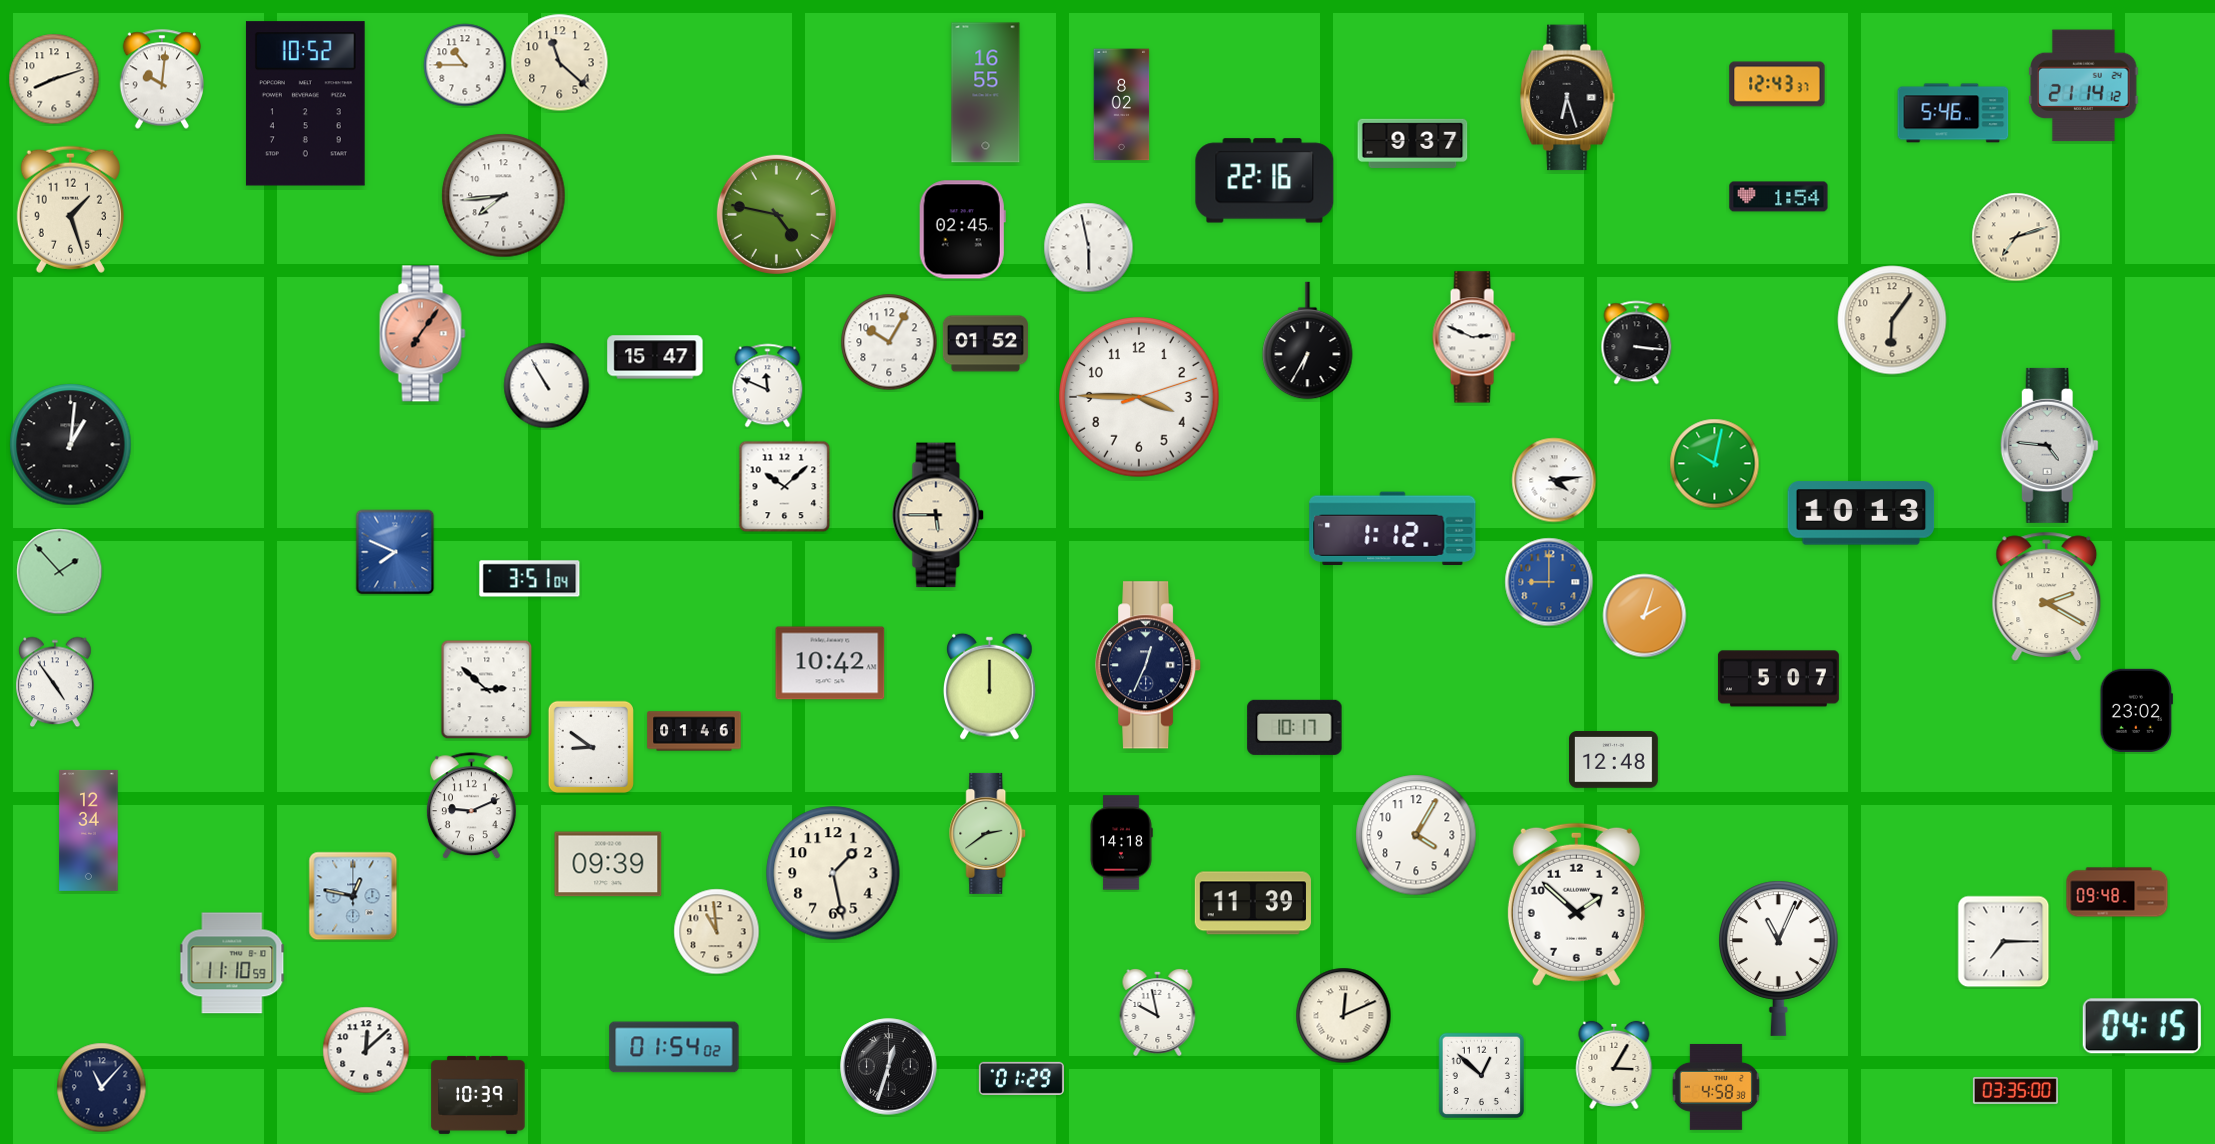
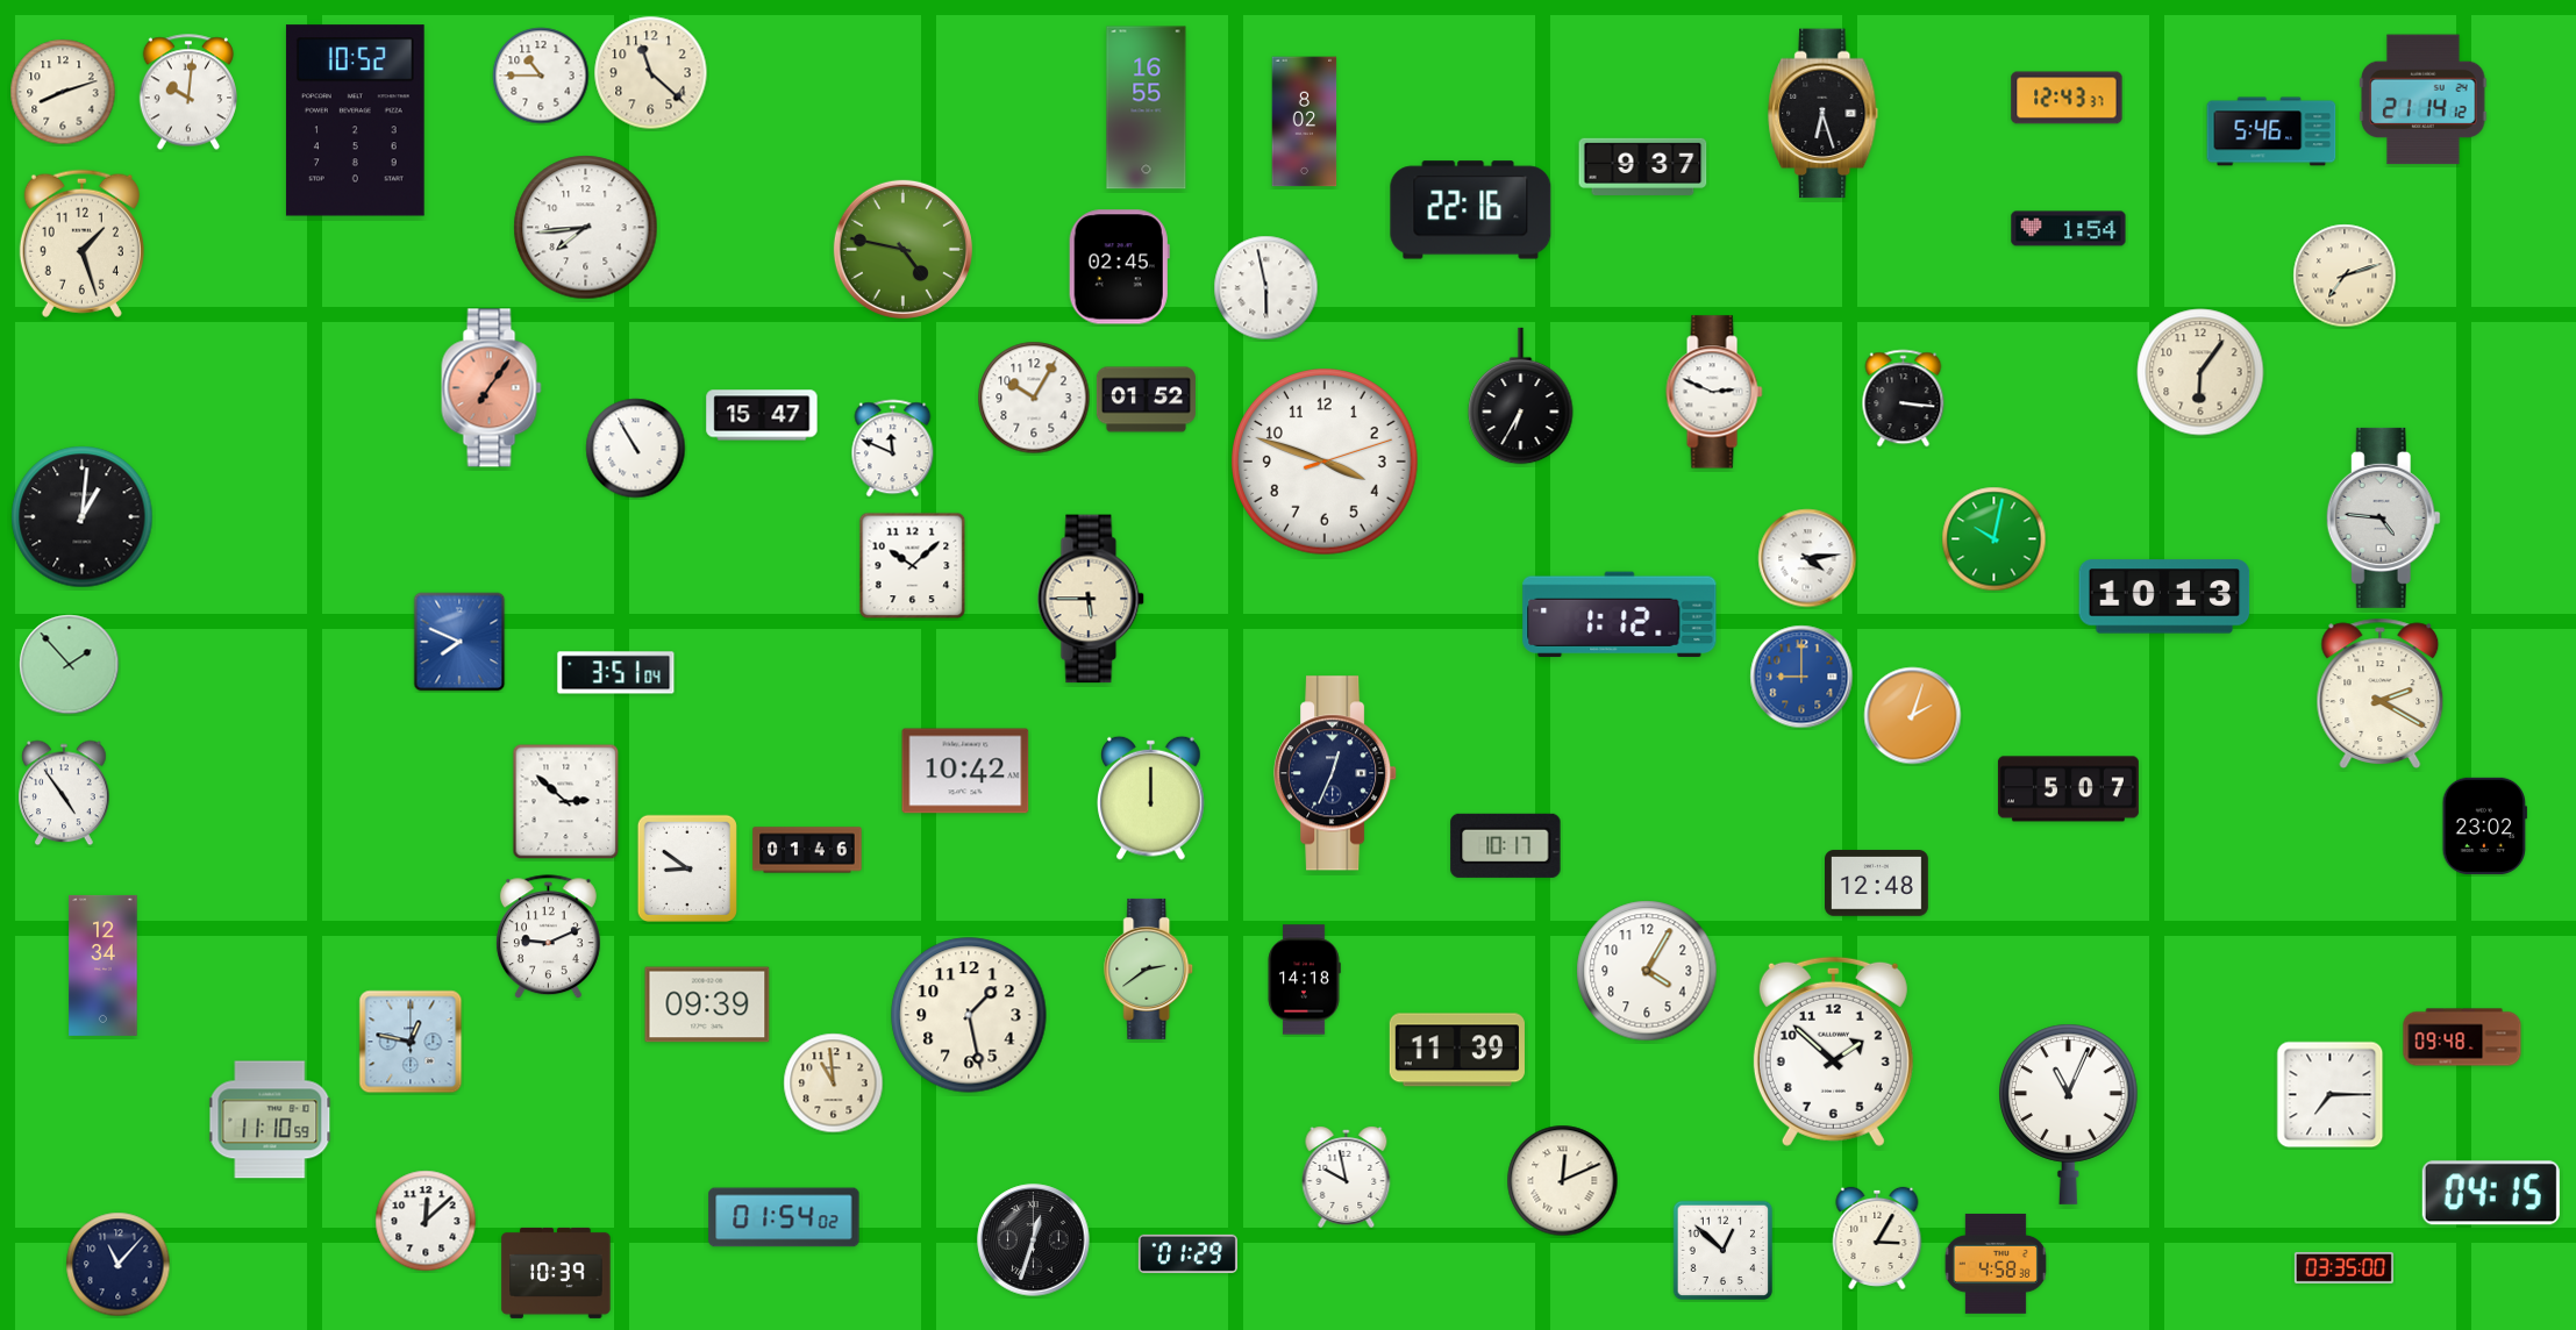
clock at (1139, 397): 3:45 -> 3:48
